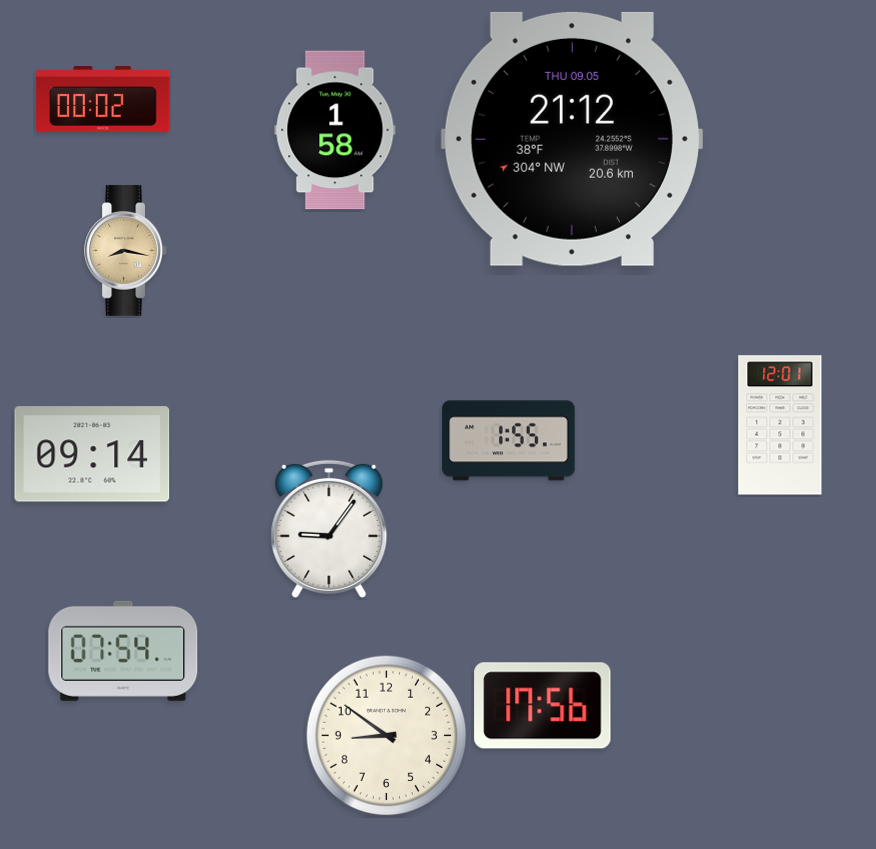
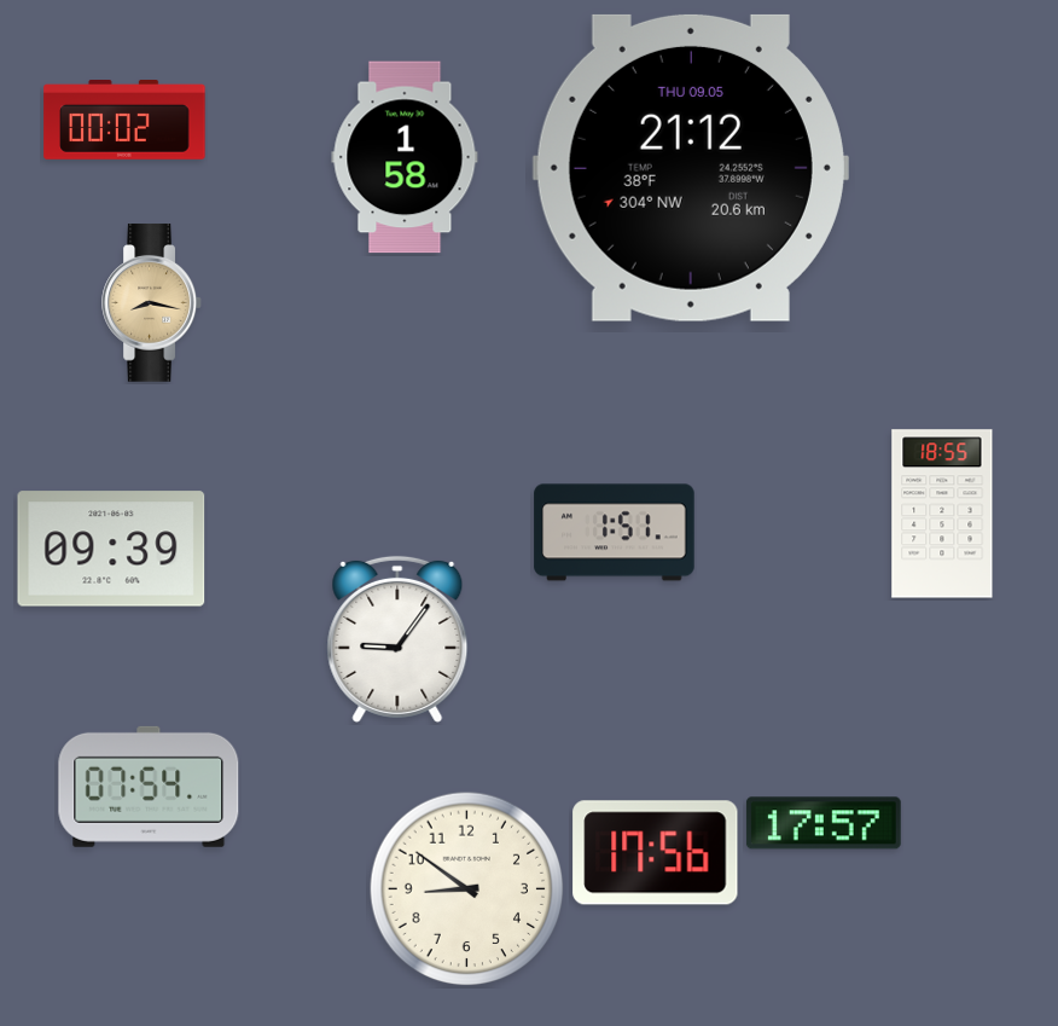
clock at (780, 425): 12:01 -> 18:55
clock at (509, 441): 1:55 -> 1:51
clock at (92, 454): 09:14 -> 09:39
clock at (824, 823): none -> 17:57
